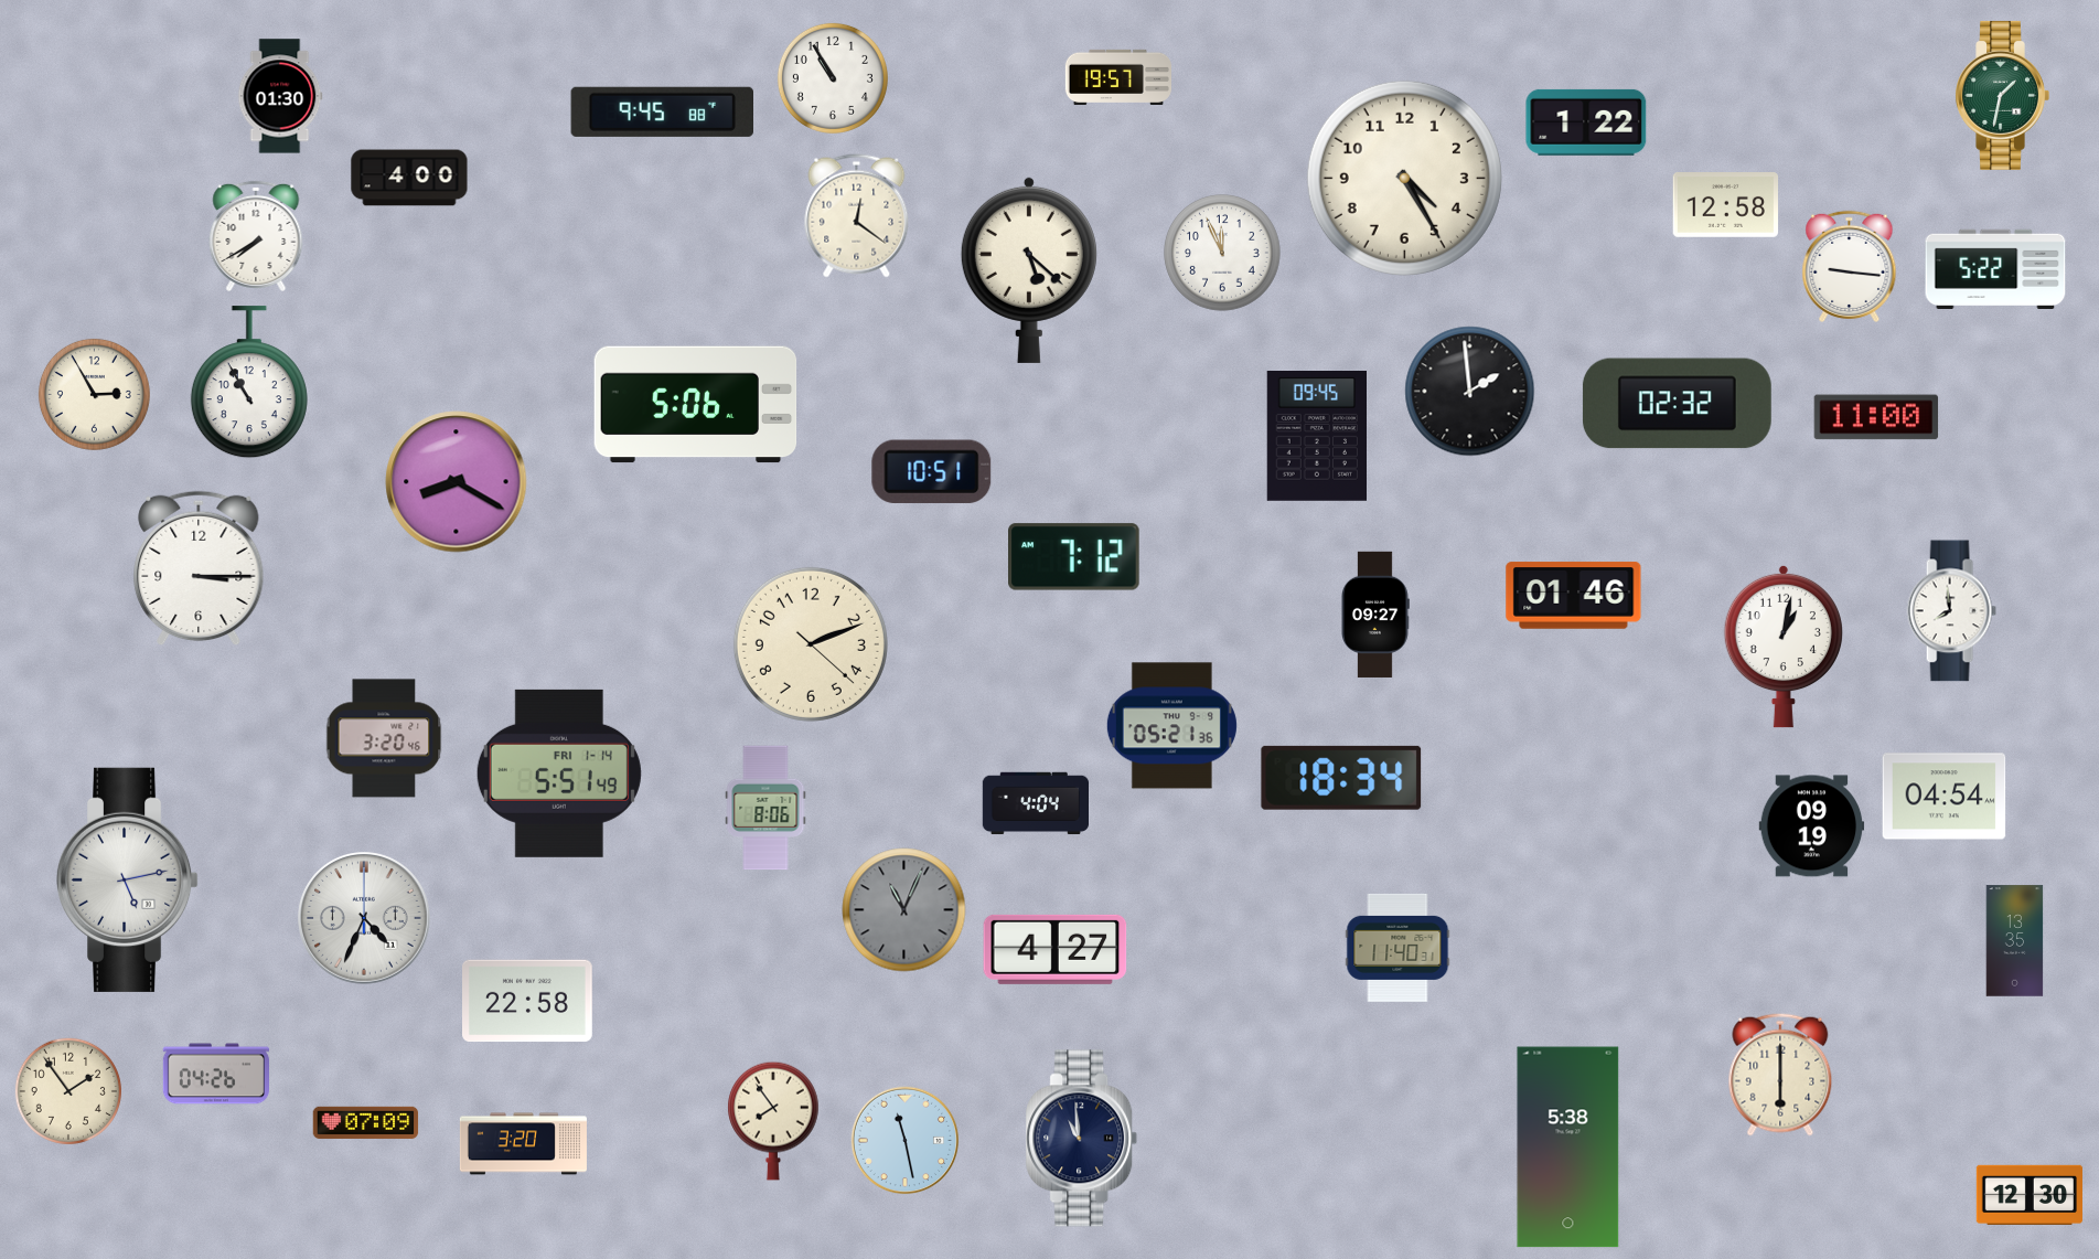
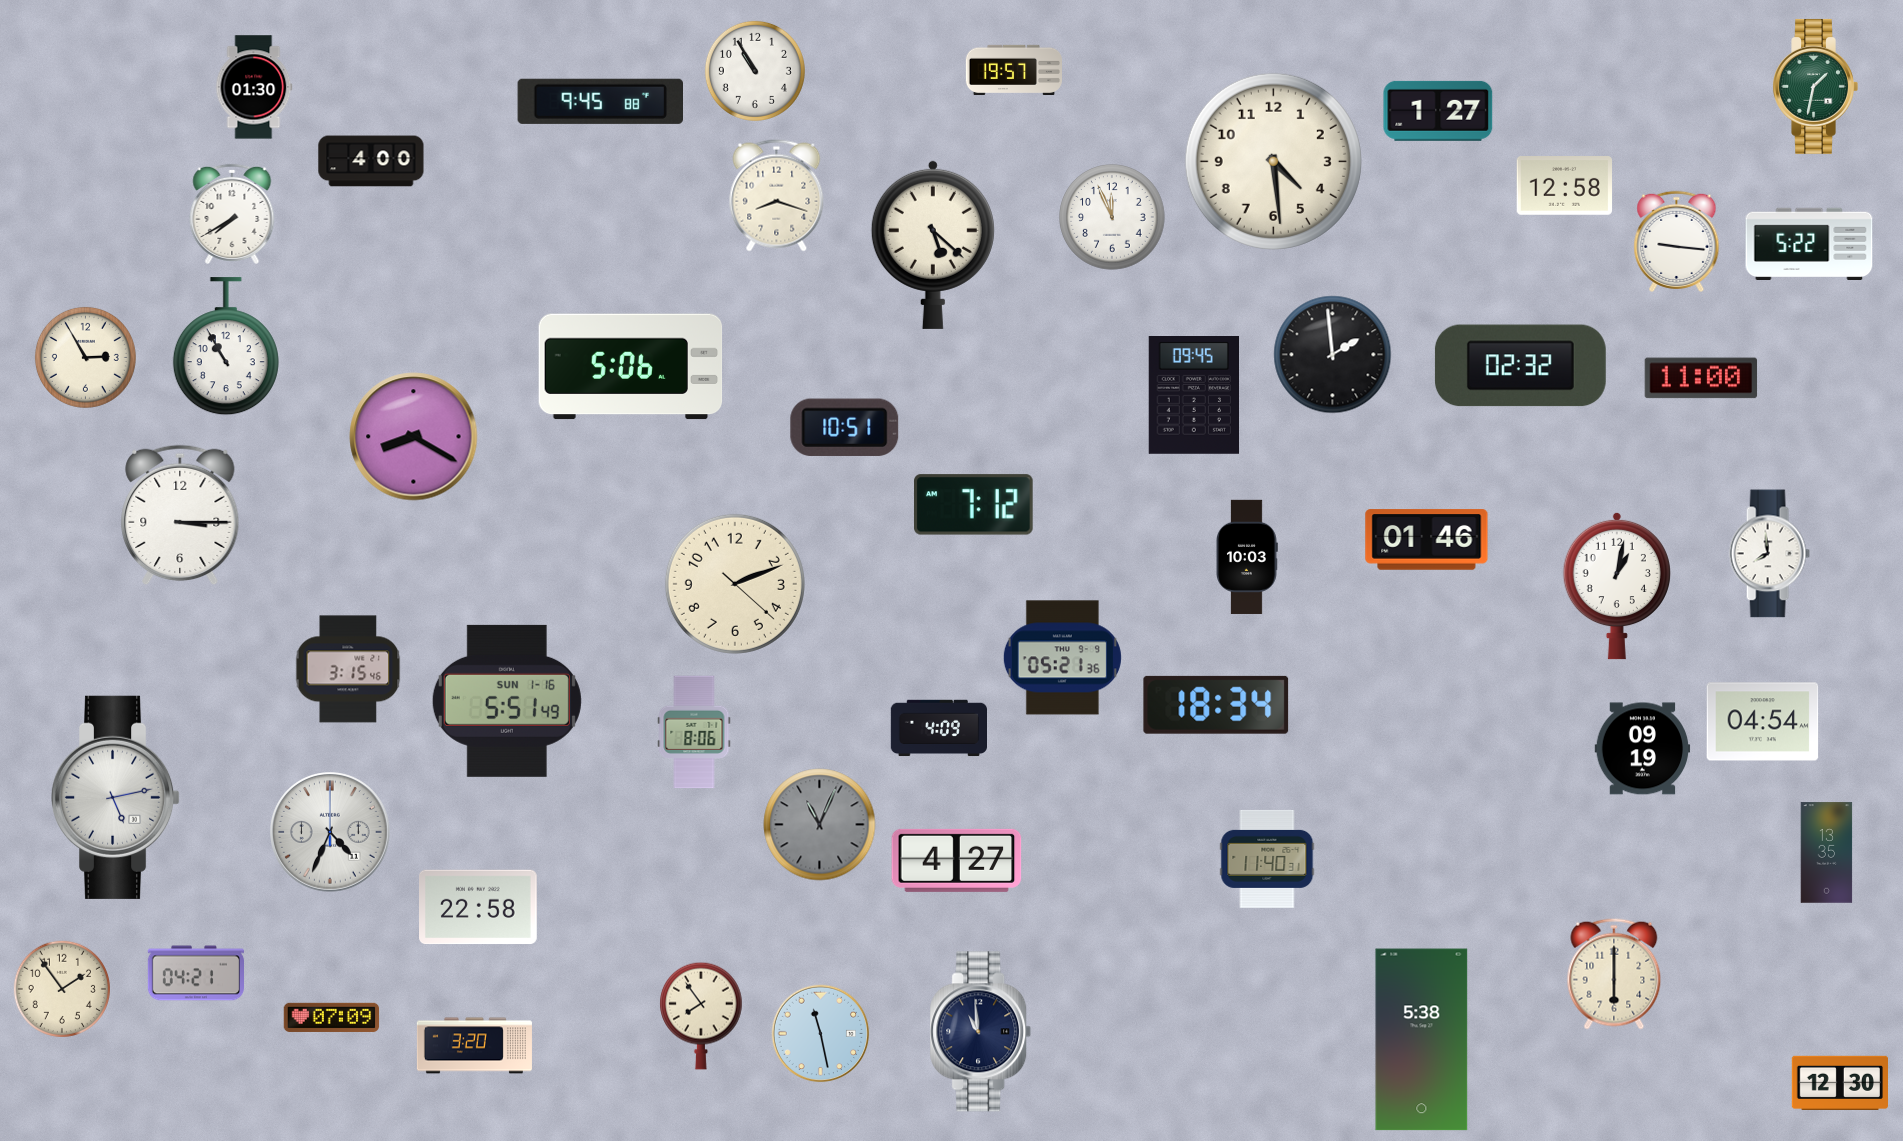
clock at (1586, 122): 1:22 -> 1:27
clock at (1404, 178): 4:25 -> 4:29
clock at (857, 216): 12:21 -> 8:18
clock at (1222, 253) position: (1222, 253) -> (1112, 217)
clock at (1375, 615): 09:27 -> 10:03
clock at (384, 738): 3:20 -> 3:15
clock at (559, 773) date: FRI 1-14 -> SUN 1-16
clock at (1035, 803): 4:04 -> 4:09
clock at (215, 1074): 04:26 -> 04:21
clock at (523, 1144) position: (523, 1144) -> (474, 1046)
